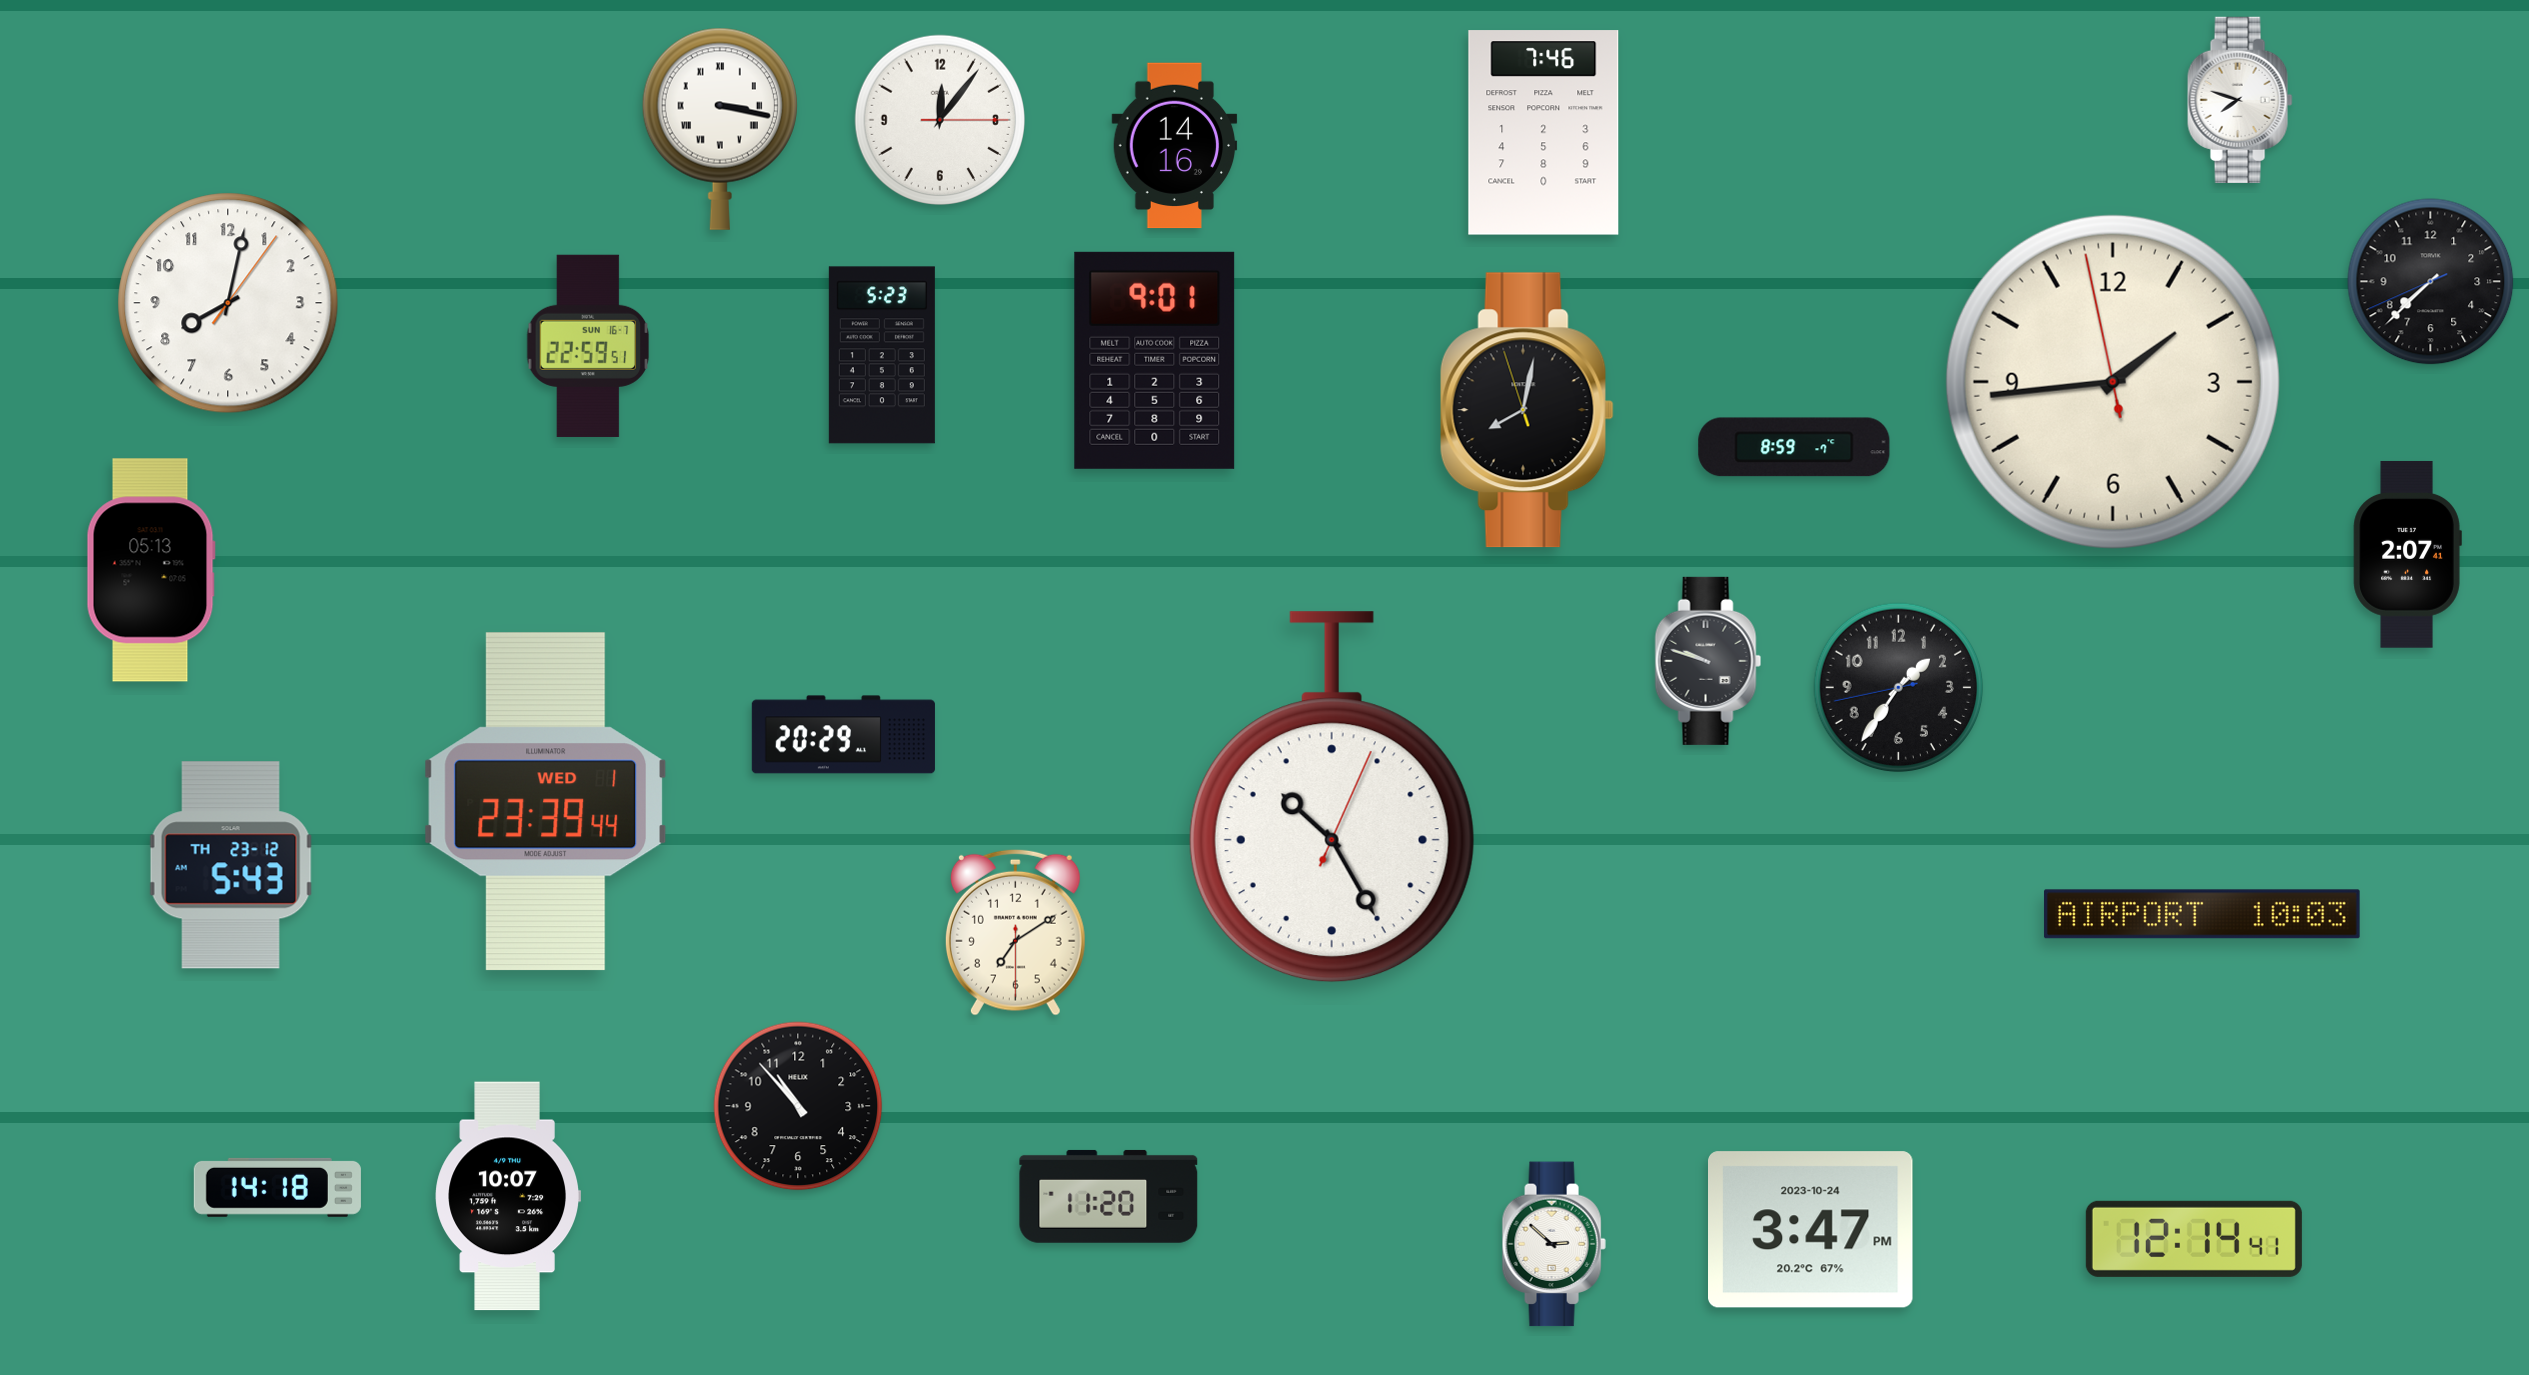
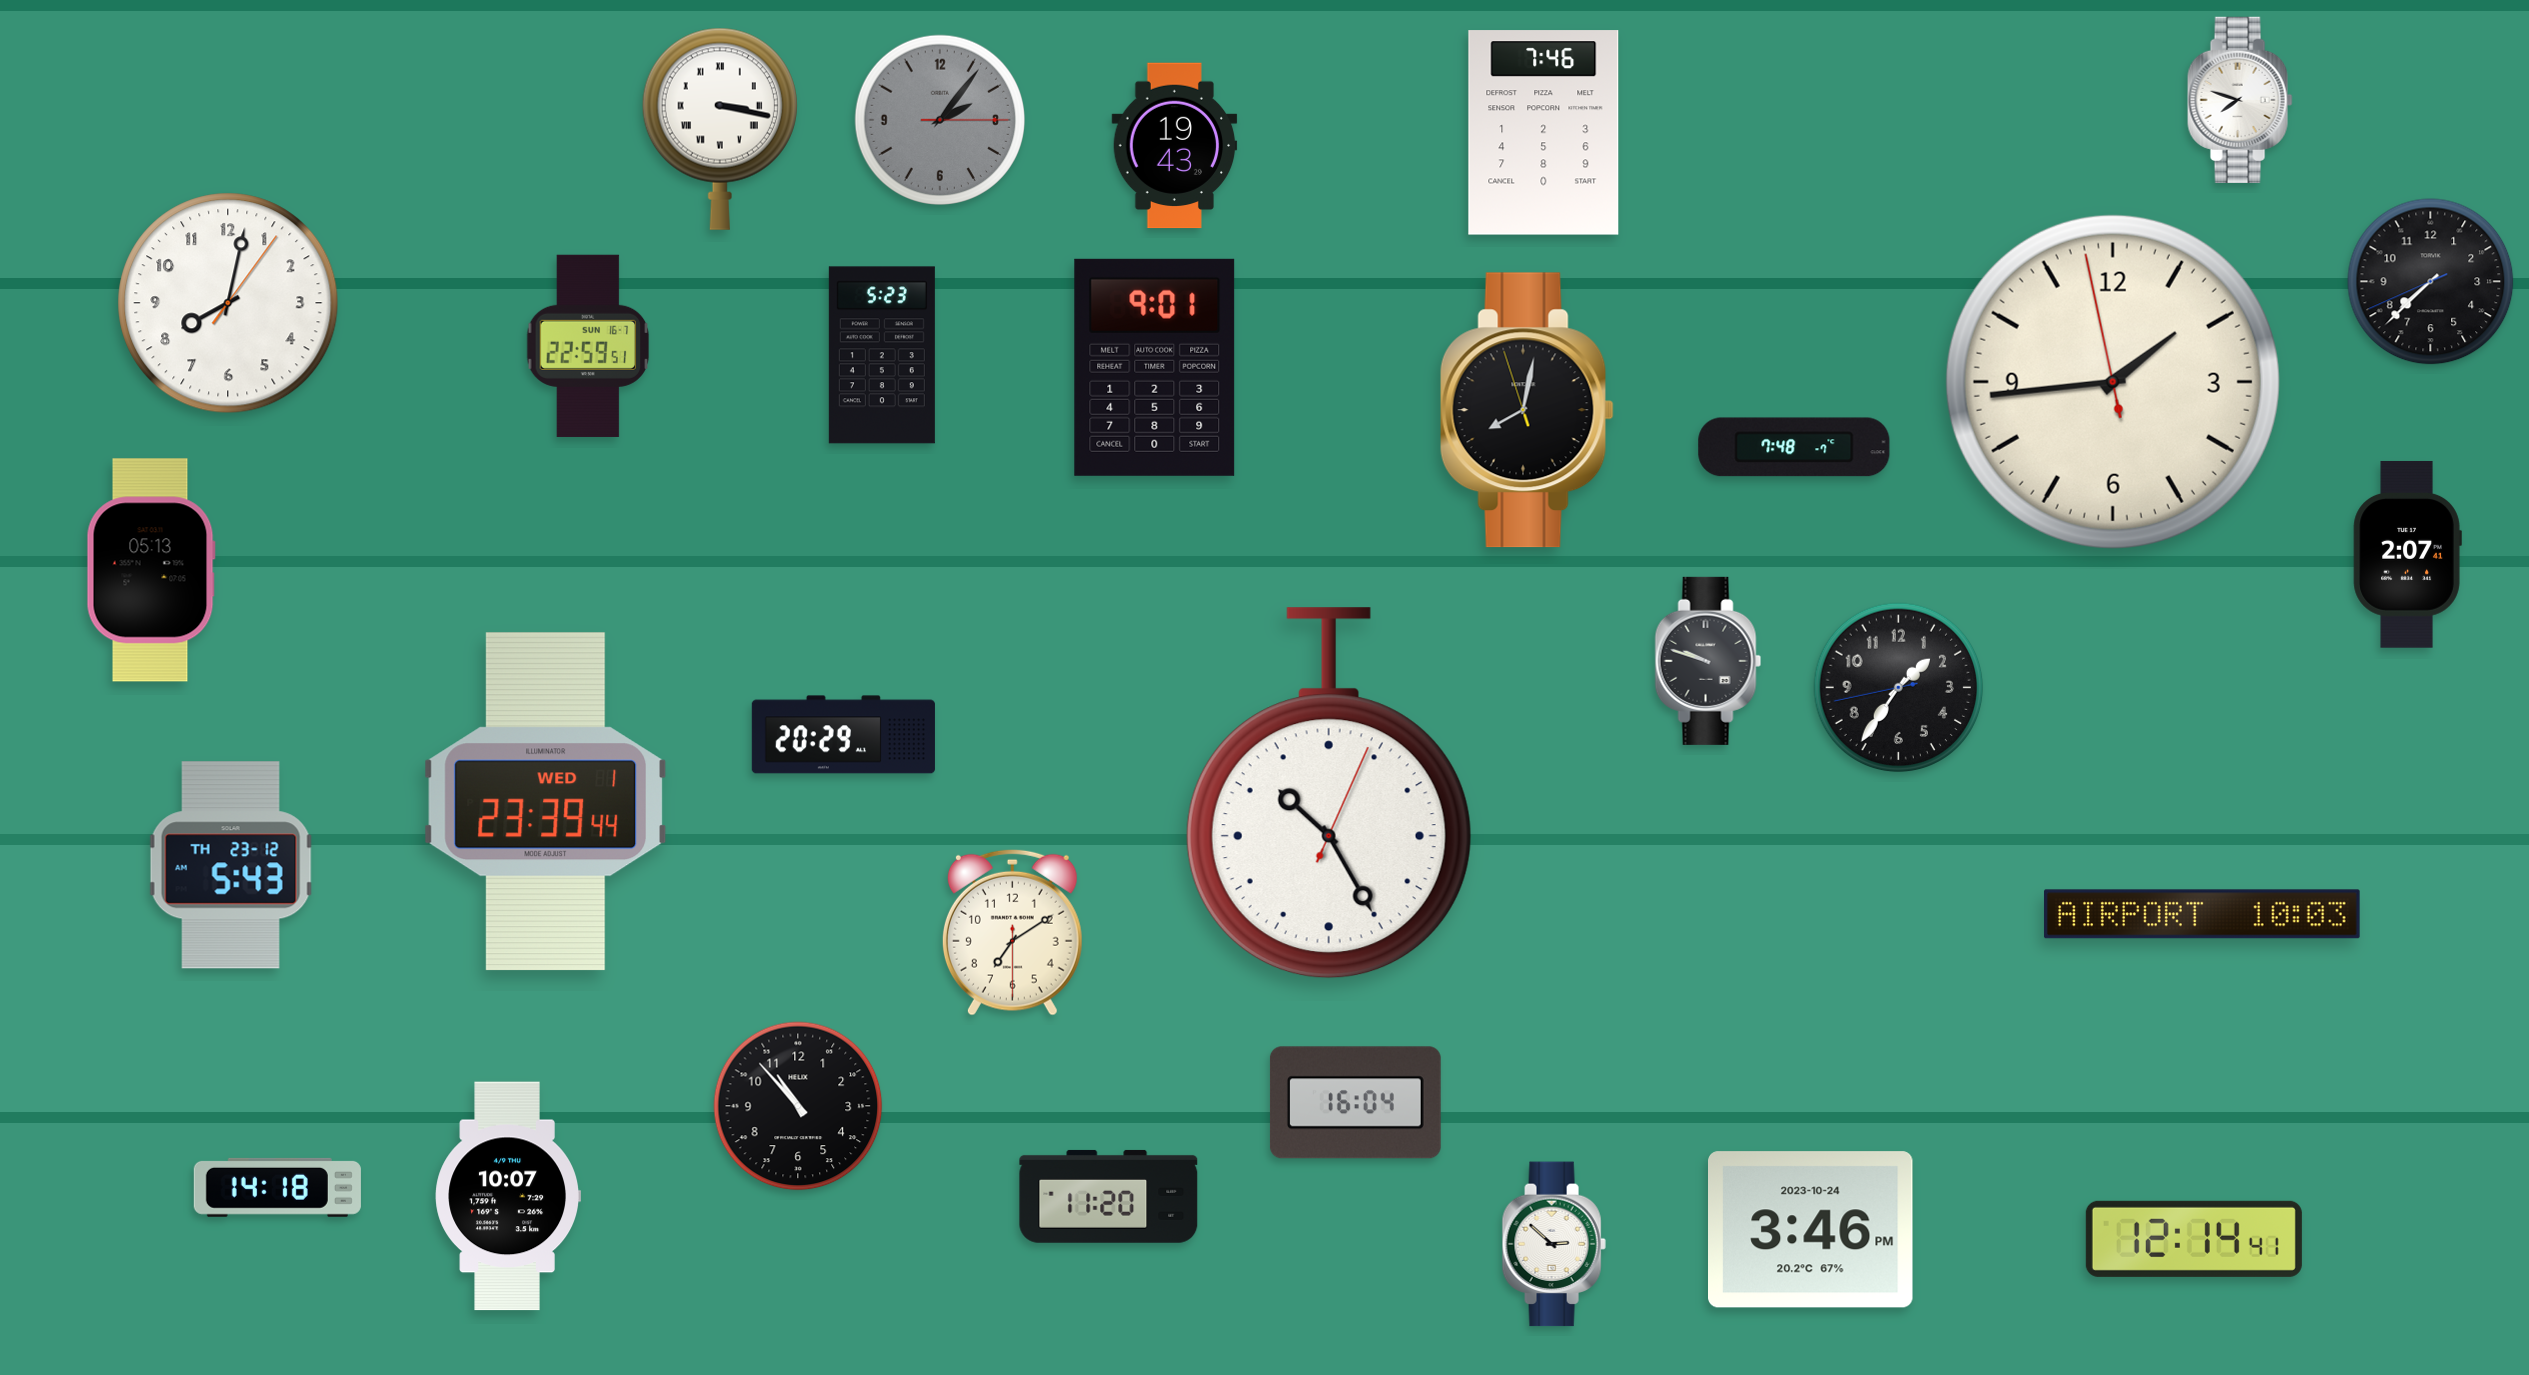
clock at (939, 119): 12:06 -> 2:06
clock at (939, 119) dial: white -> grey
clock at (1175, 146): 14:16 -> 19:43
clock at (1155, 360) position: (1155, 360) -> (1155, 367)
clock at (1794, 447): 8:59 -> 7:48
clock at (1332, 797) position: (1332, 797) -> (1329, 793)
clock at (1015, 932) position: (1015, 932) -> (1012, 932)
clock at (1355, 1103): none -> 16:04
clock at (1811, 1230): 3:47 -> 3:46
